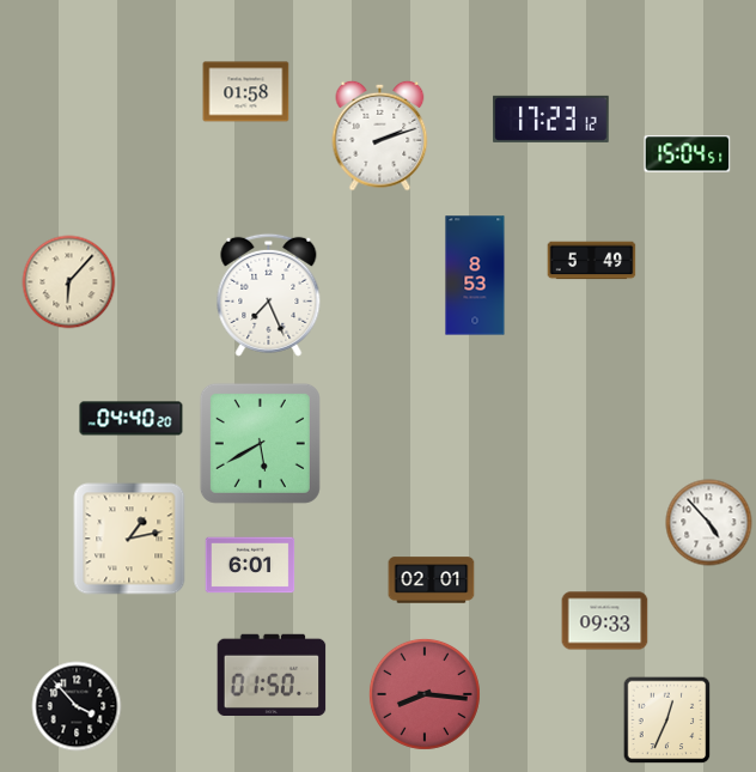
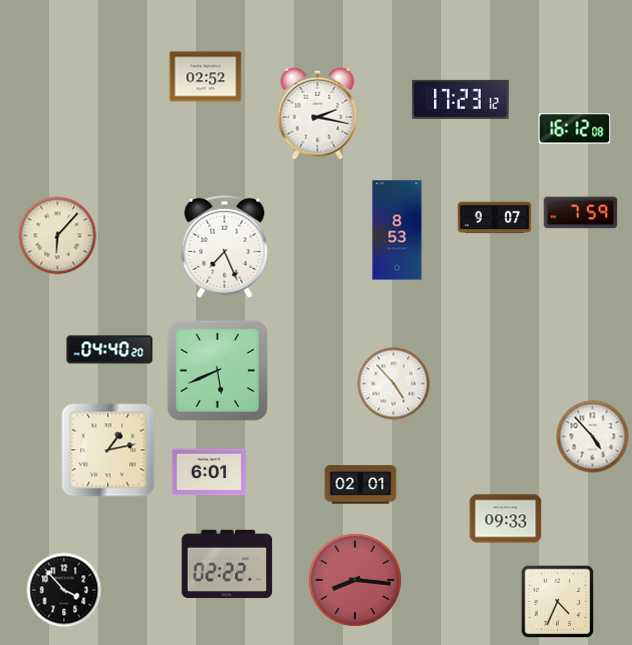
clock at (246, 92): 01:58 -> 02:52
clock at (380, 135): 2:12 -> 2:17
clock at (688, 154): 15:04 -> 16:12
clock at (581, 213): none -> 7:59
clock at (592, 261): 5:49 -> 9:07
clock at (260, 443): 5:40 -> 5:41
clock at (394, 384): none -> 4:53
clock at (272, 674): 01:50 -> 02:22
clock at (667, 721): 12:34 -> 4:34
